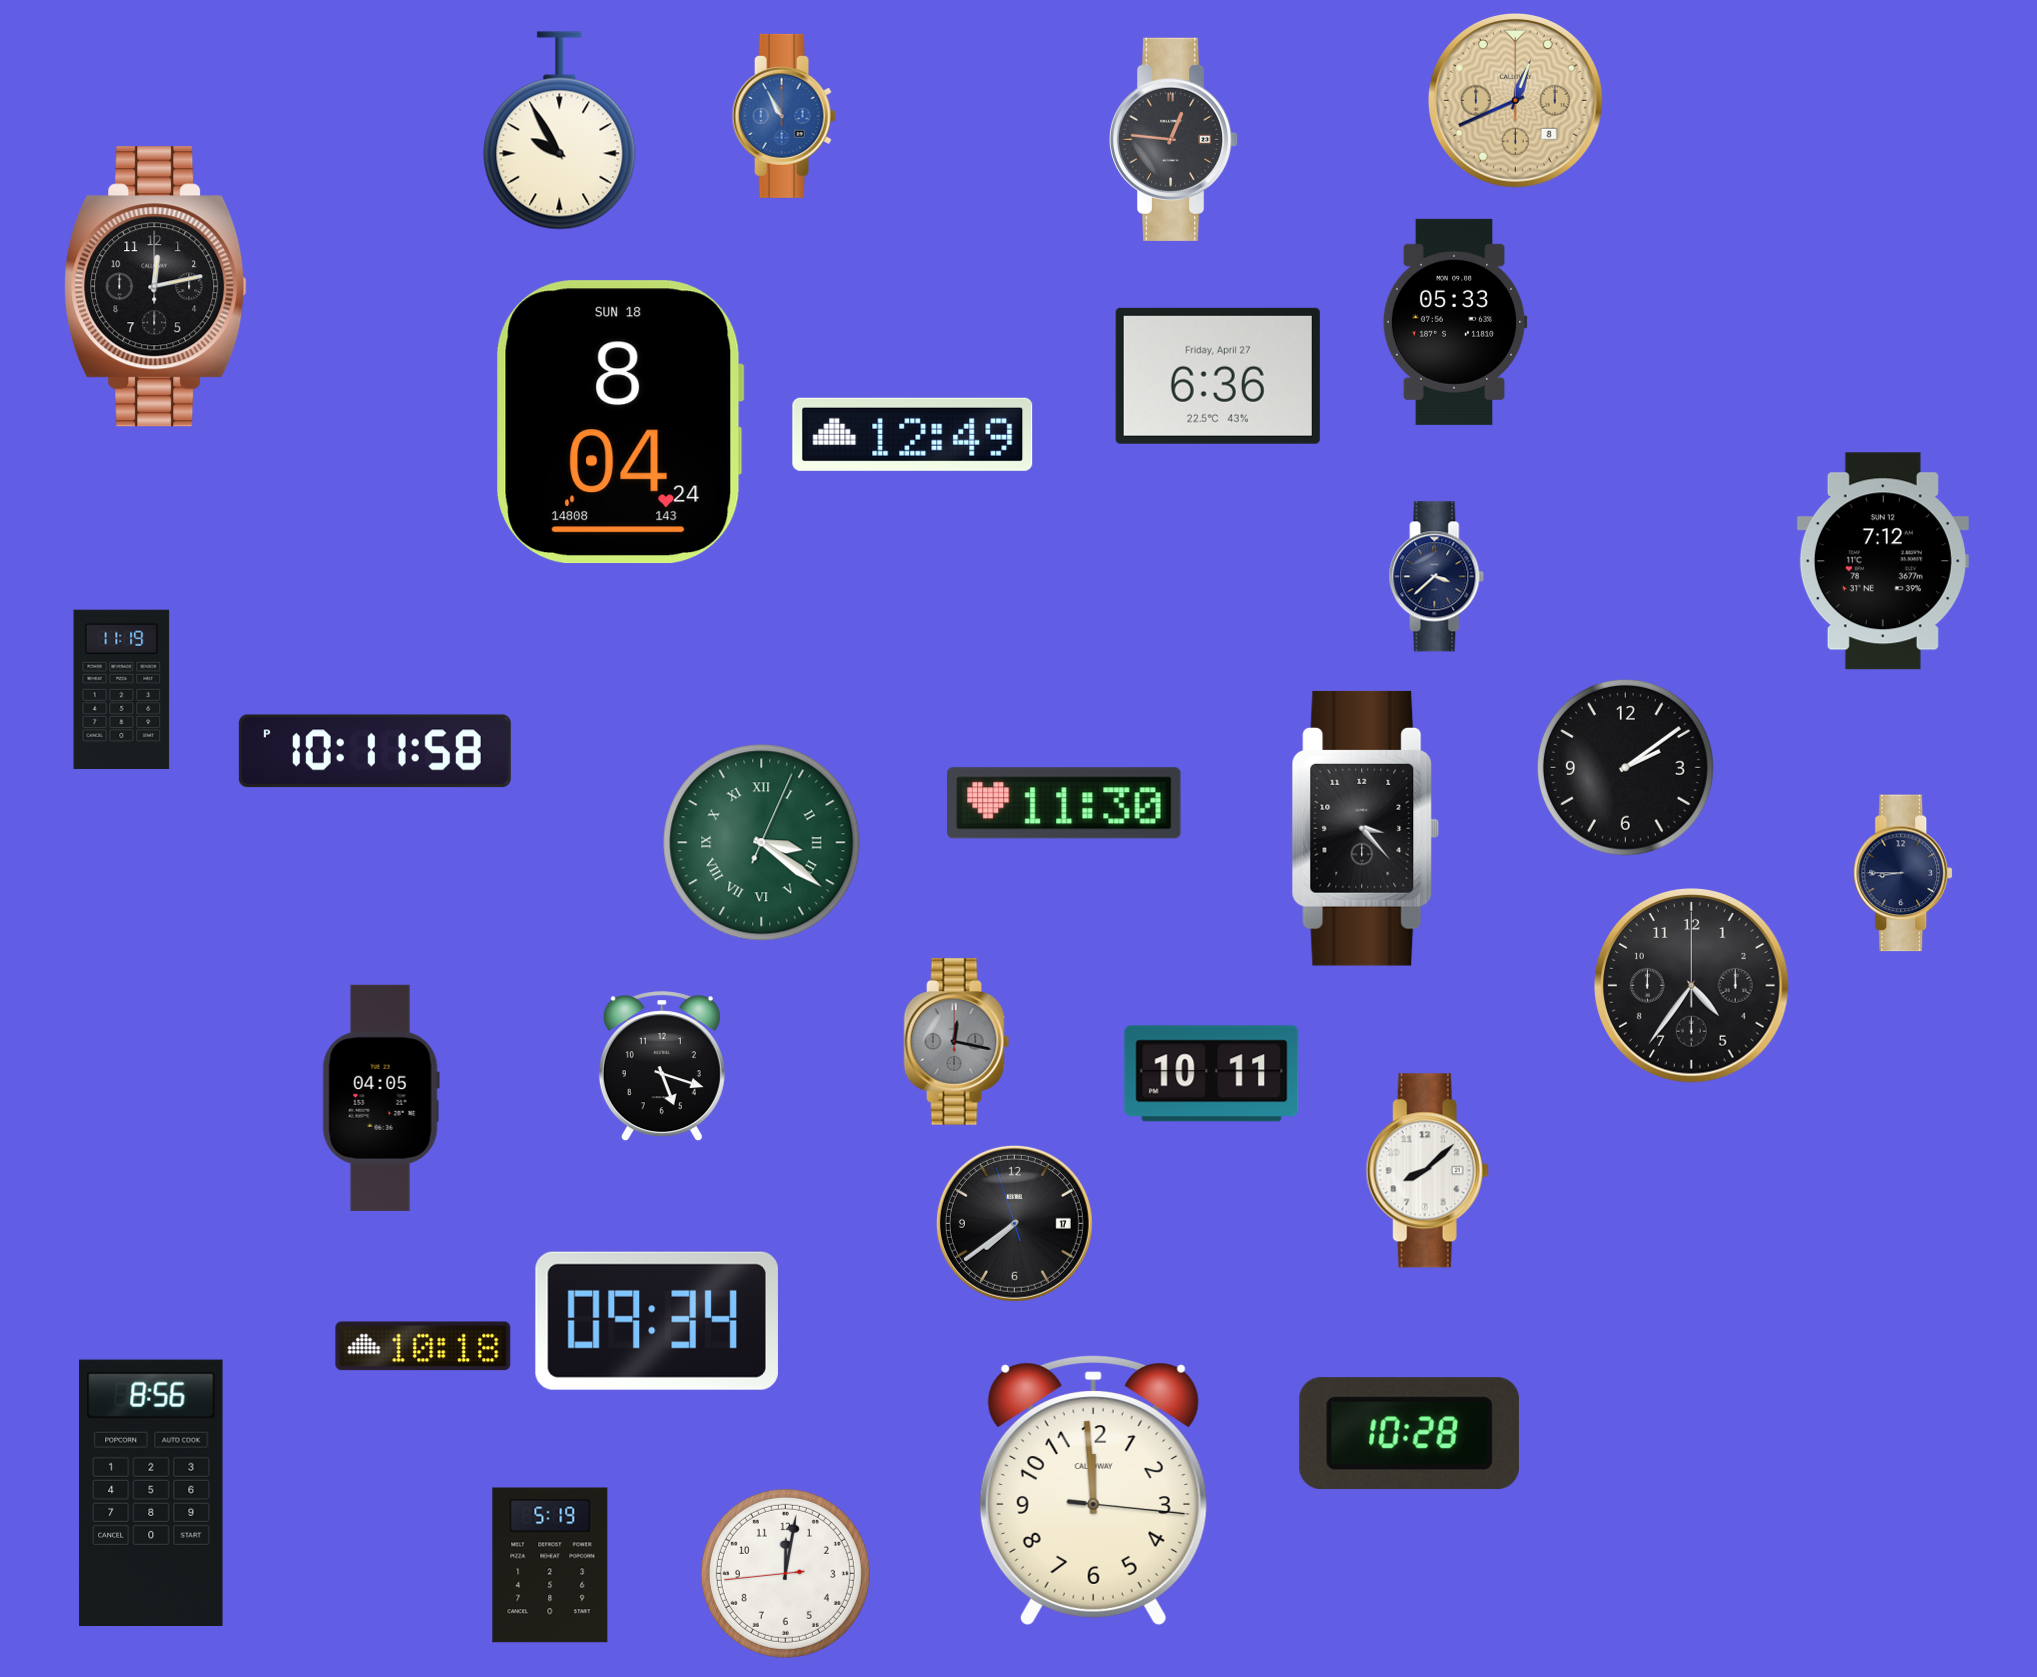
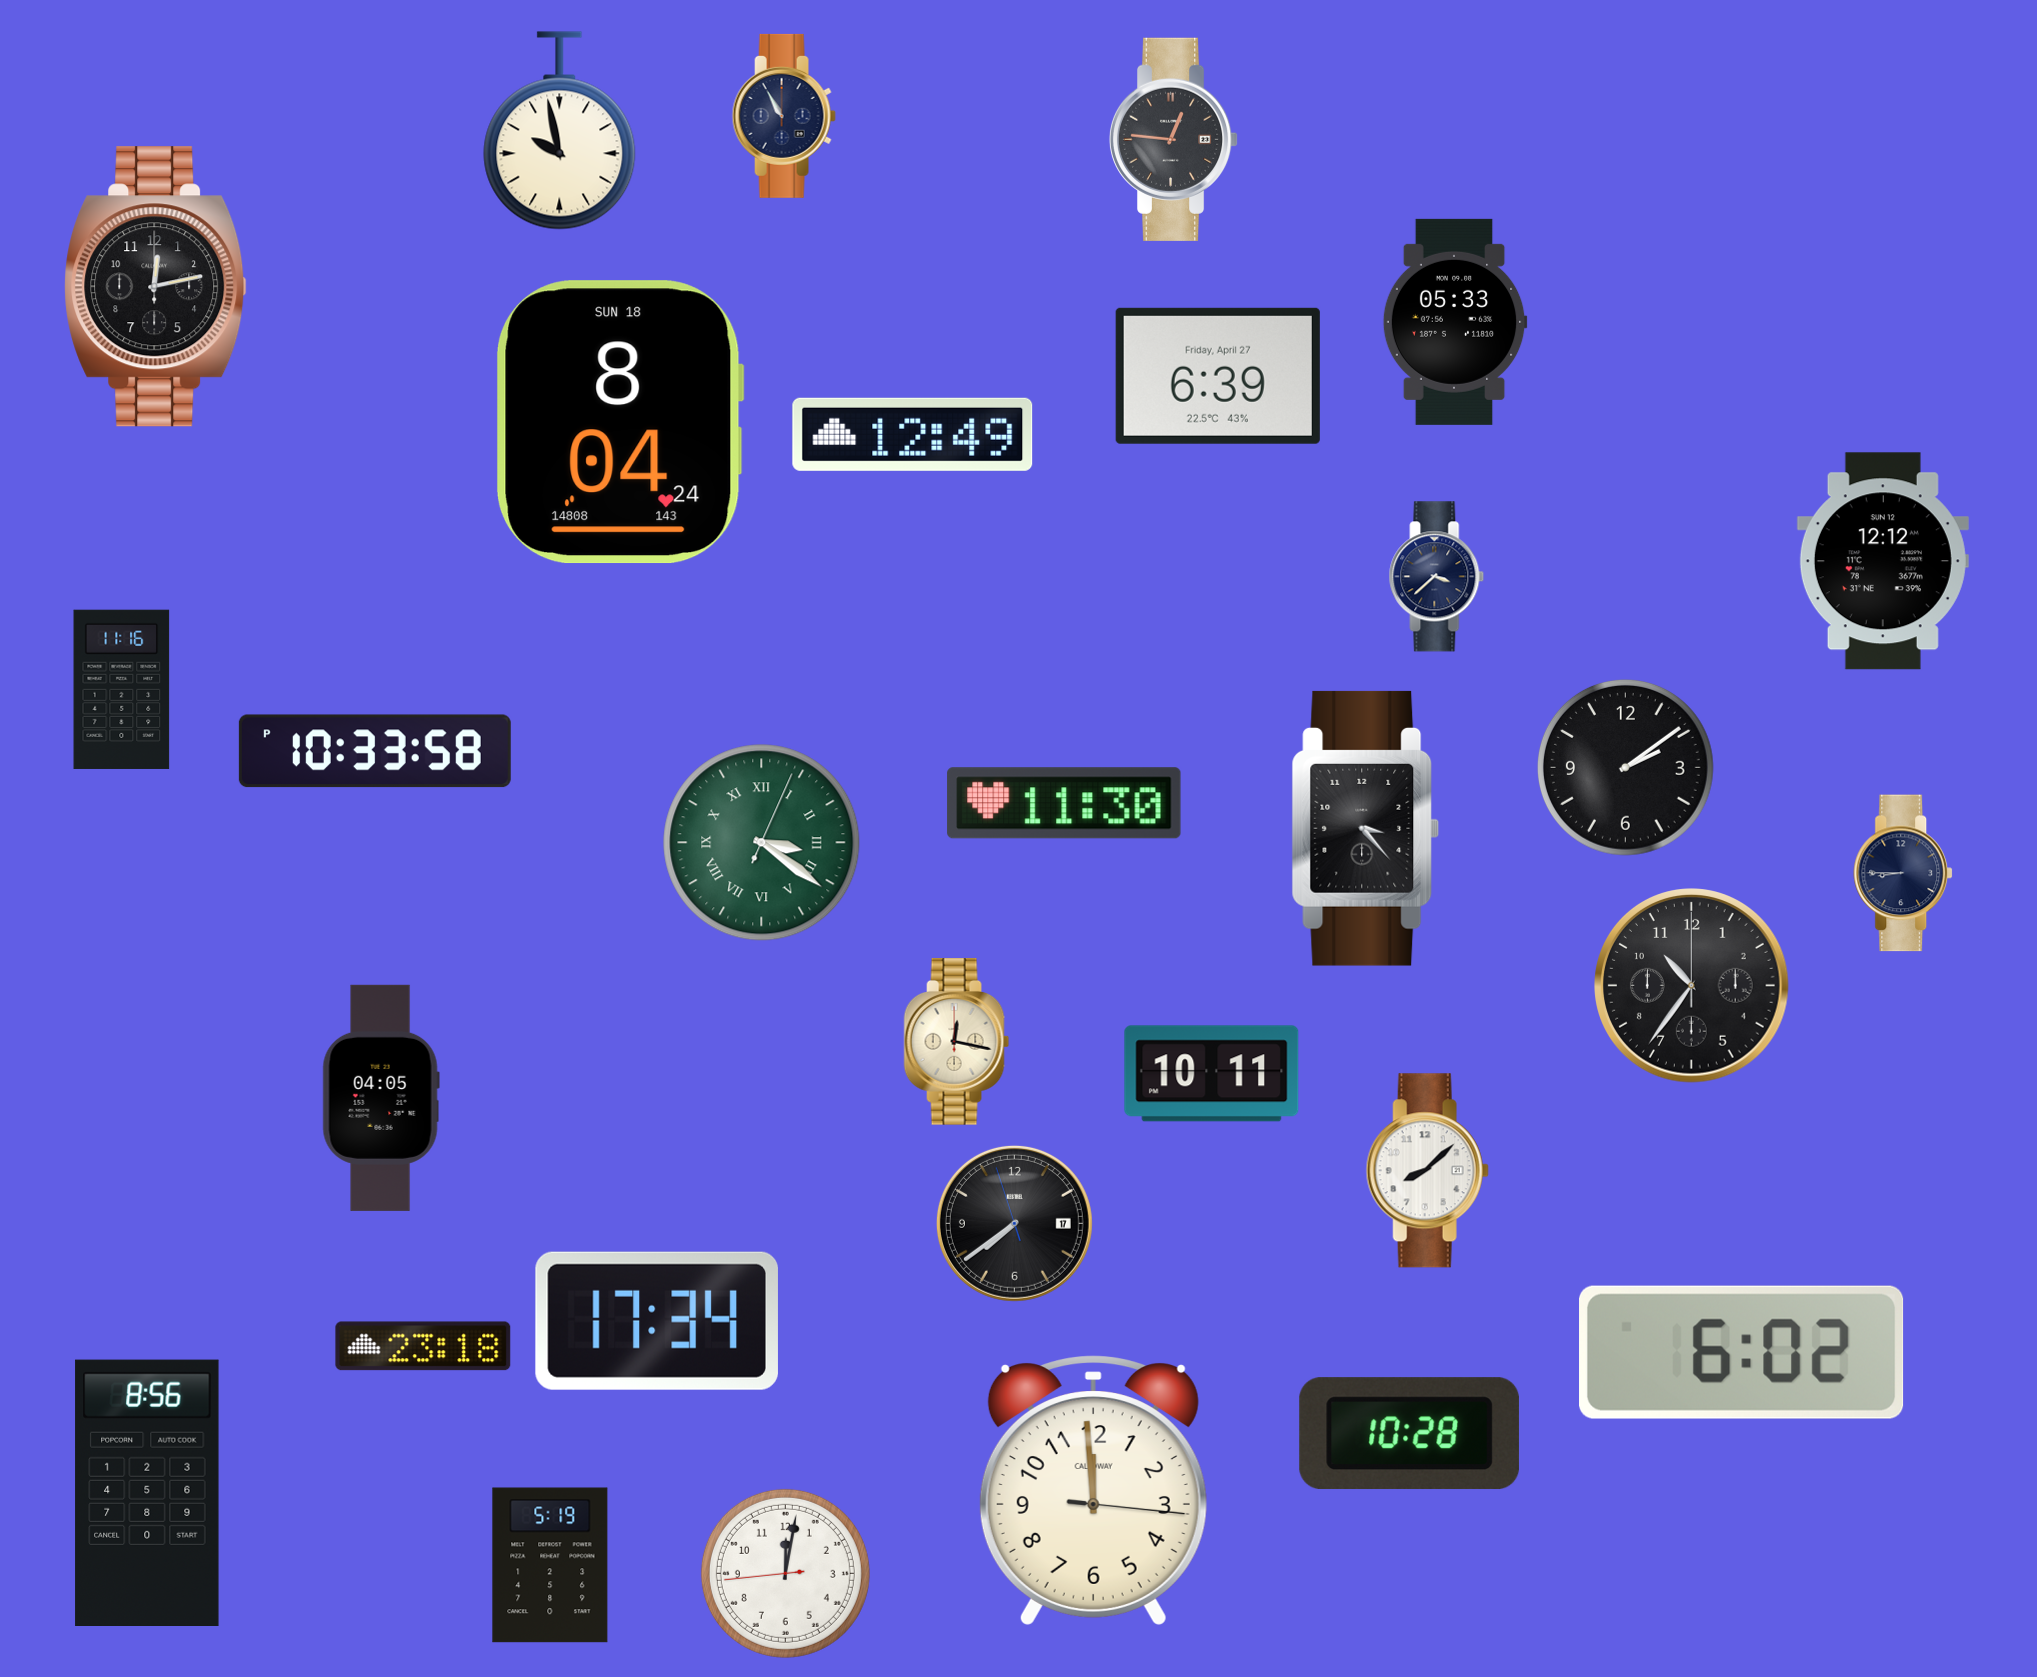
clock at (1515, 100): 12:41 -> none
clock at (784, 116) dial: blue -> navy
clock at (560, 131): 9:55 -> 9:58
clock at (1218, 376): 6:36 -> 6:39
clock at (1883, 561): 7:12 -> 12:12
clock at (122, 689): 11:19 -> 11:16
clock at (375, 751): 10:11 -> 10:33
clock at (1692, 986): 4:36 -> 10:36
clock at (957, 1042) dial: grey -> cream
clock at (662, 1067): 5:18 -> none
clock at (657, 1321): 09:34 -> 17:34
clock at (423, 1346): 10:18 -> 23:18
clock at (1742, 1352): none -> 6:02
clock at (151, 1492) position: (151, 1492) -> (147, 1492)
